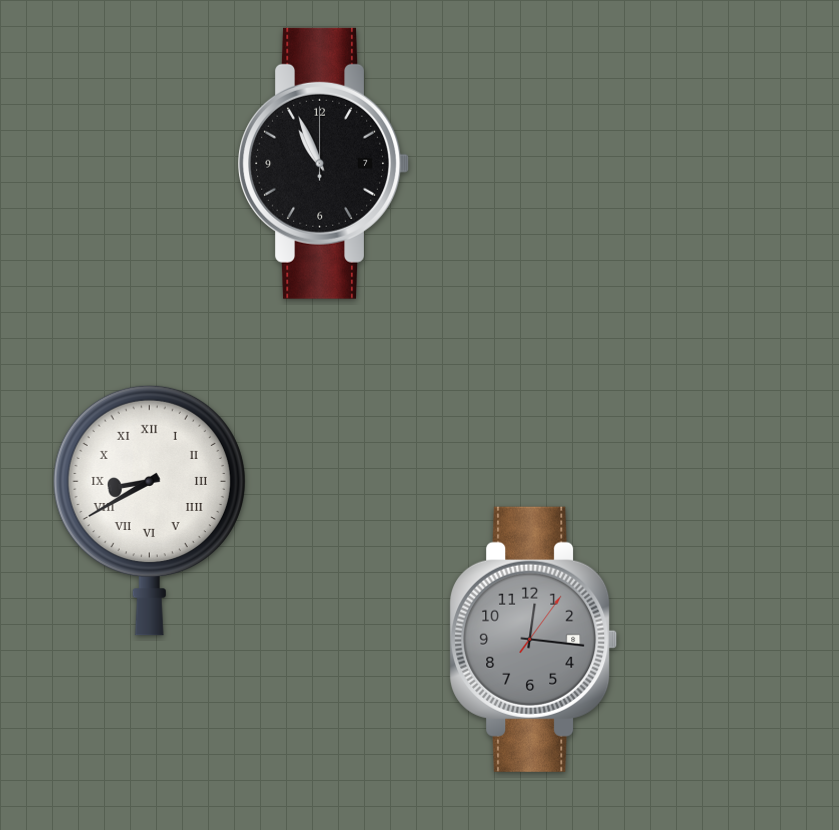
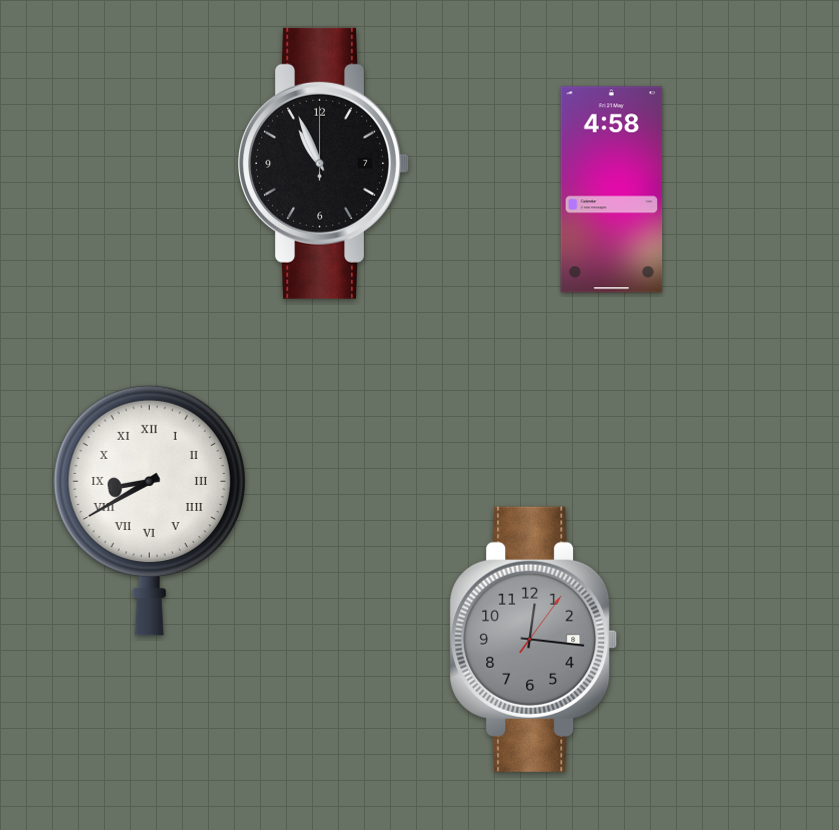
clock at (612, 190): none -> 4:58
